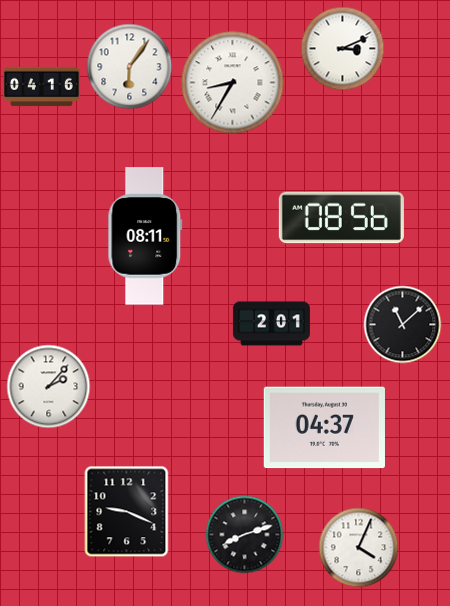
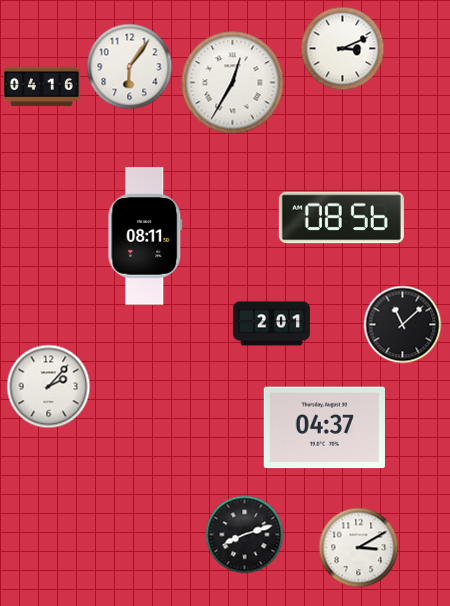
clock at (233, 83): 8:35 -> 12:35
clock at (127, 511): 9:19 -> none
clock at (358, 547): 4:04 -> 3:10
